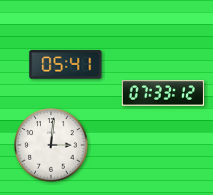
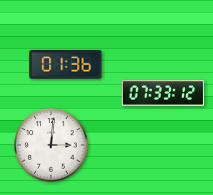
clock at (66, 65): 05:41 -> 01:36
